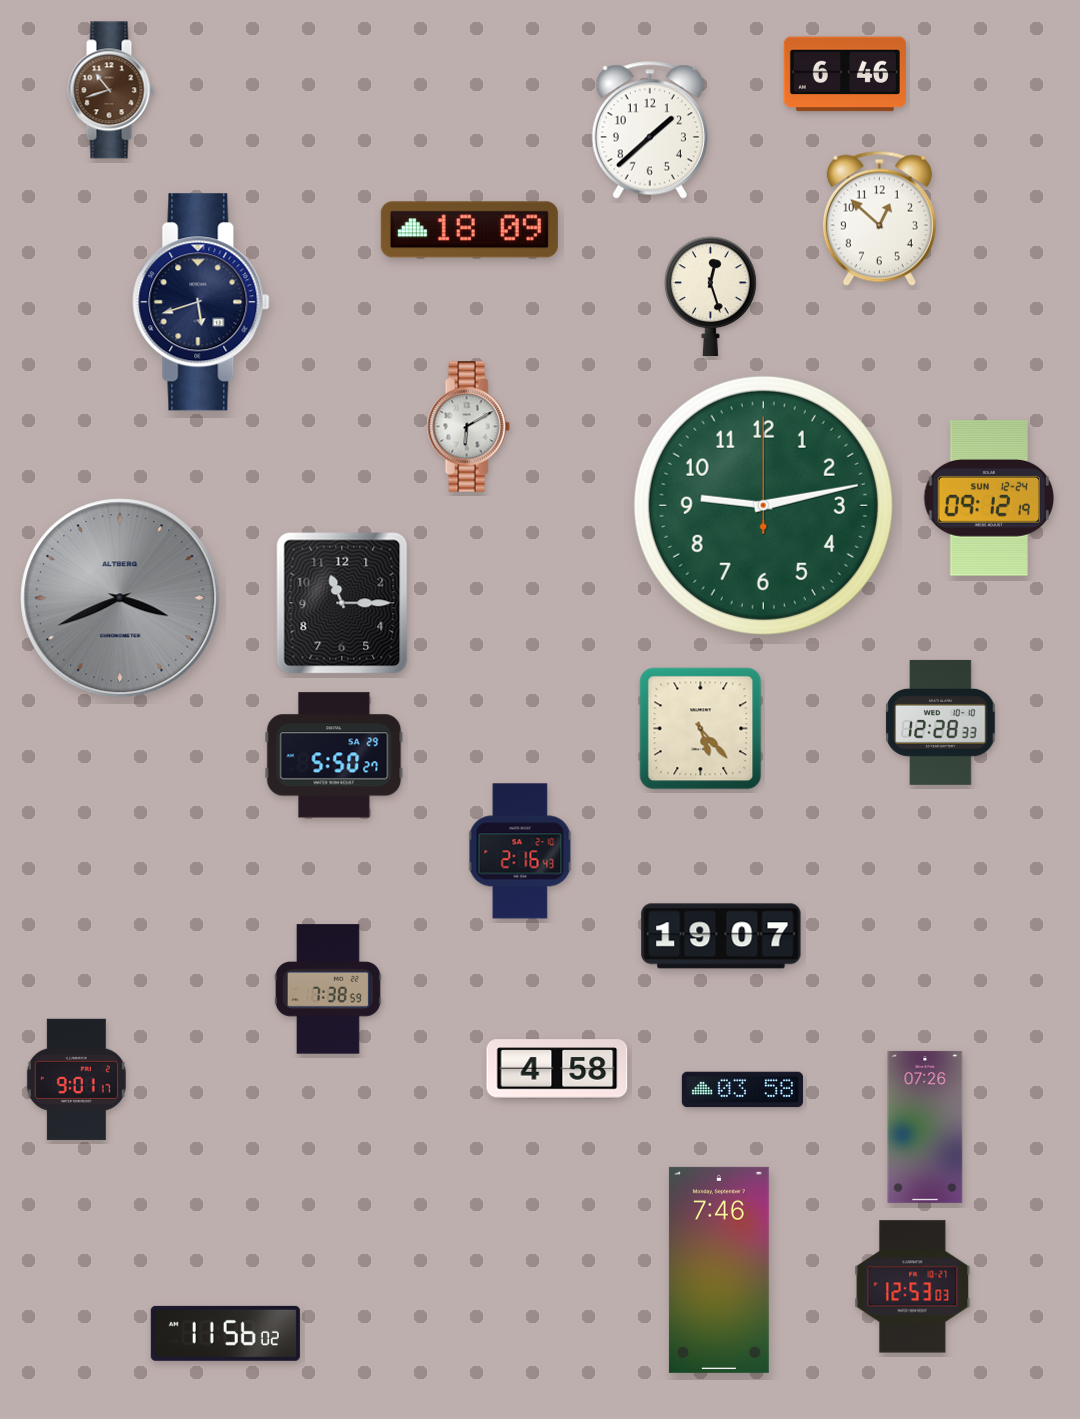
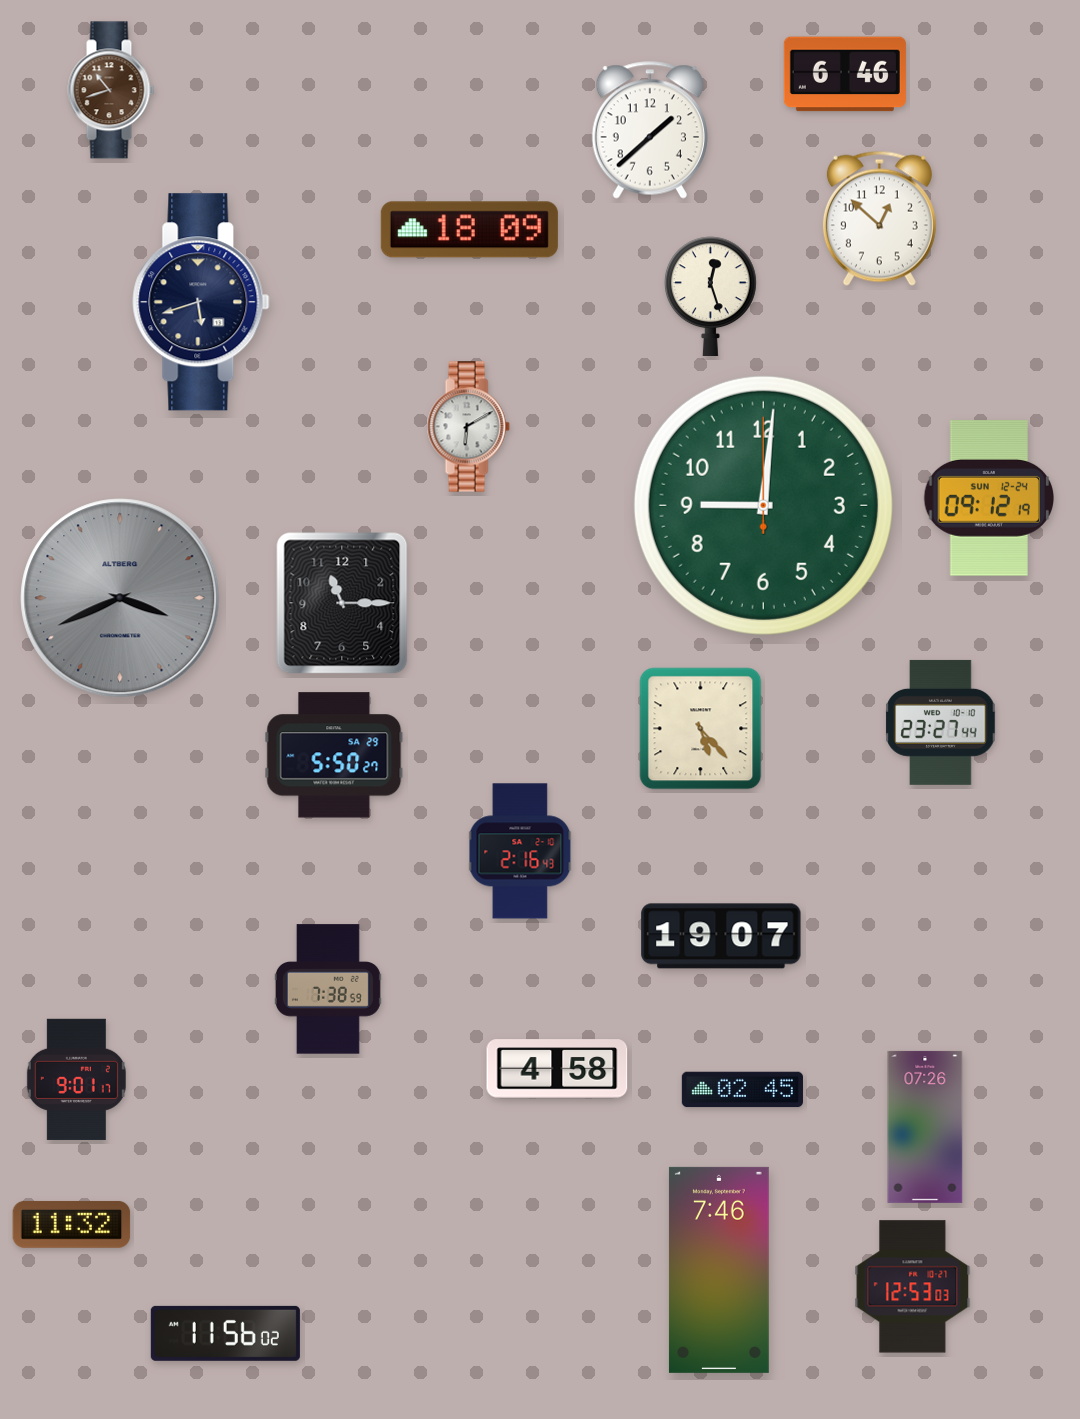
clock at (763, 505): 9:13 -> 9:01
clock at (941, 722): 12:28 -> 23:27
clock at (742, 1090): 03:58 -> 02:45
clock at (72, 1224): none -> 11:32
